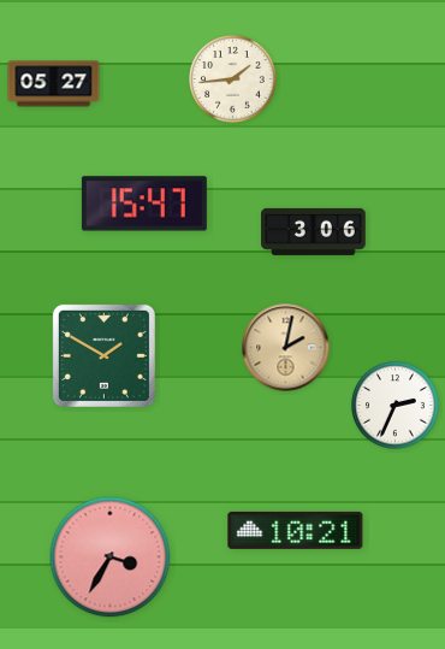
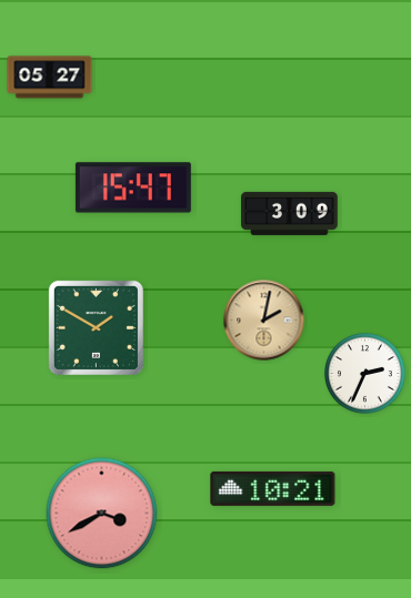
clock at (233, 79): 1:44 -> none
clock at (314, 231): 3:06 -> 3:09
clock at (111, 557): 3:35 -> 3:40
